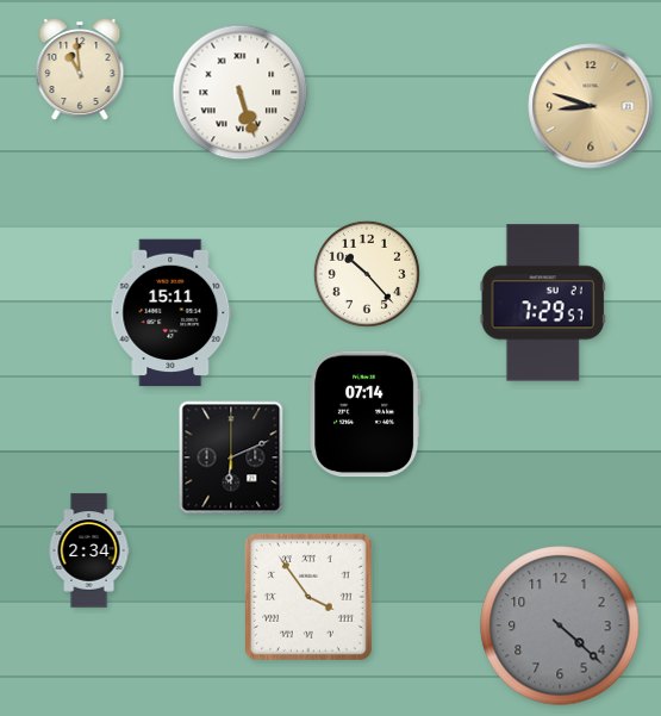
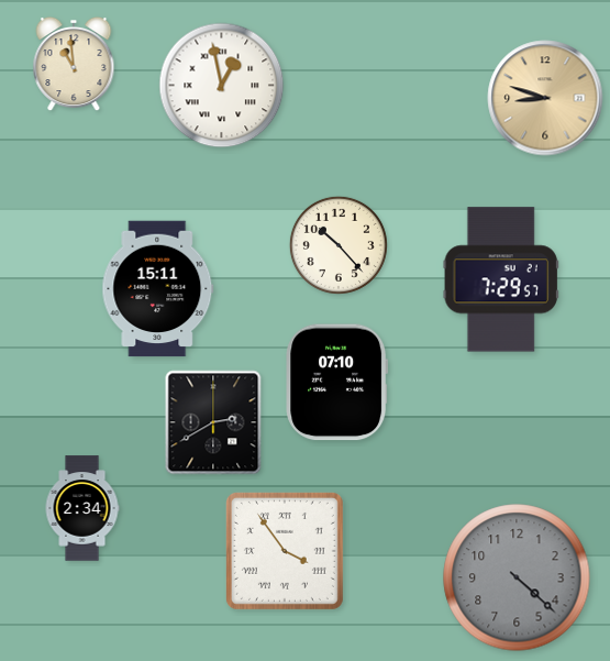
clock at (241, 93): 5:27 -> 12:58
clock at (367, 274) position: (367, 274) -> (339, 245)
clock at (366, 415): 07:14 -> 07:10
clock at (231, 457): 6:11 -> 2:40
